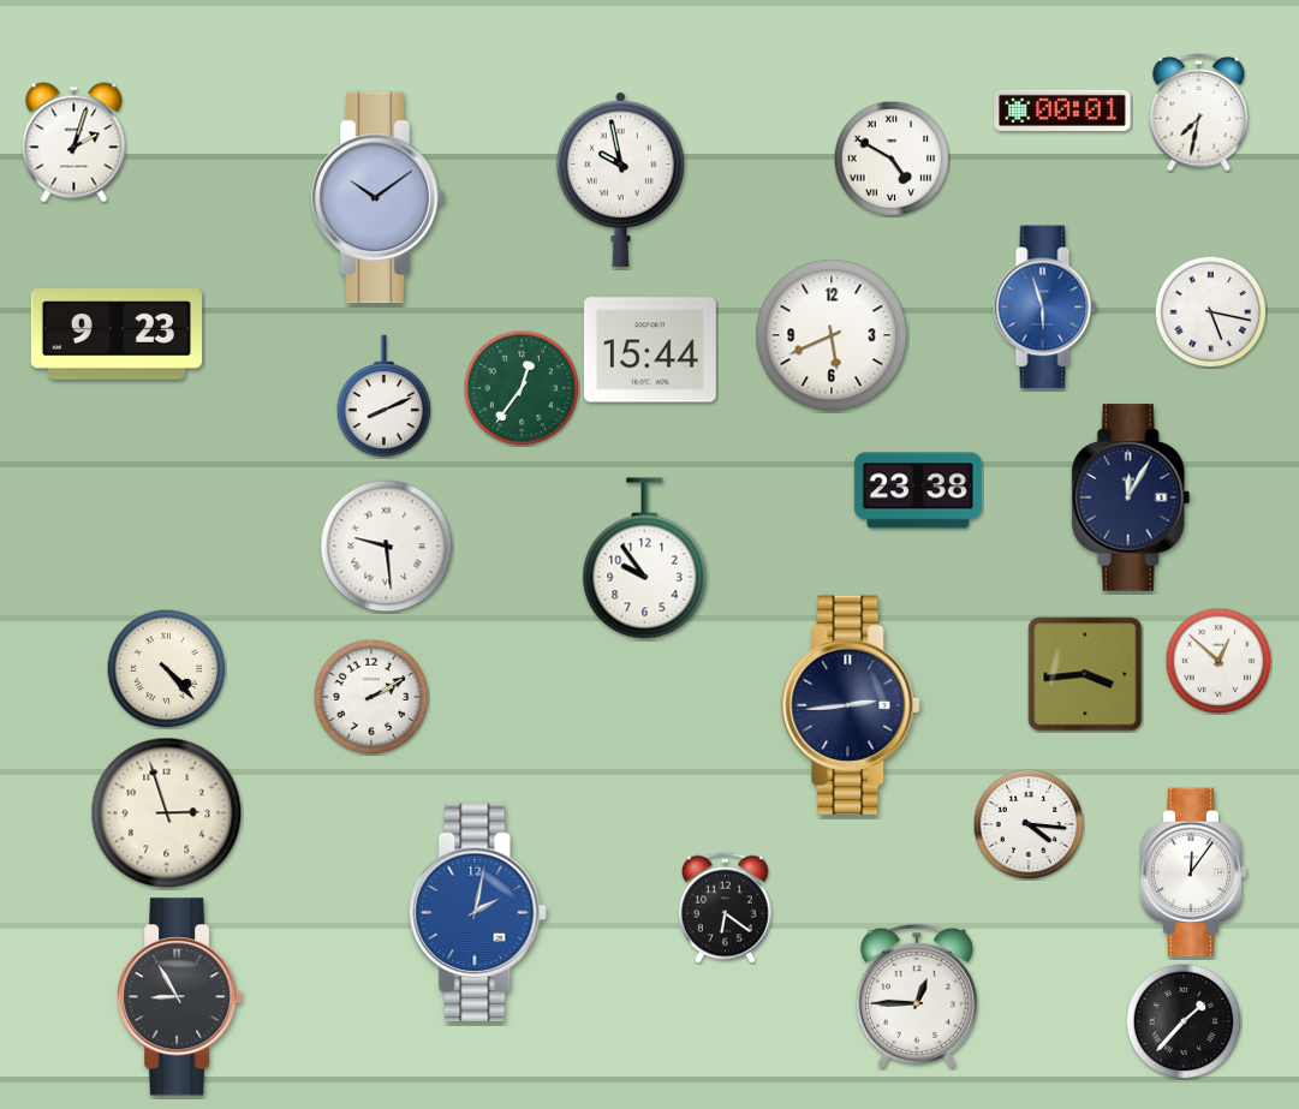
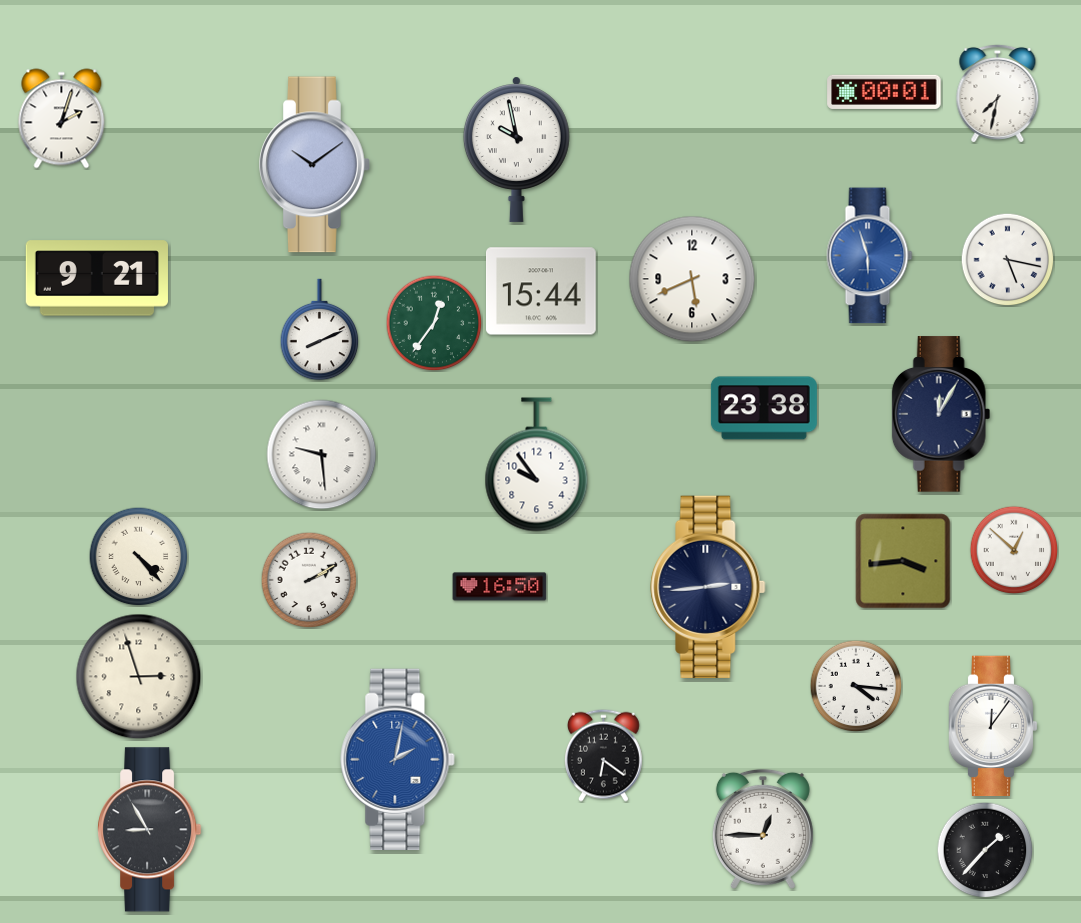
clock at (892, 159): 4:50 -> none
clock at (117, 334): 9:23 -> 9:21
clock at (500, 587): none -> 16:50
